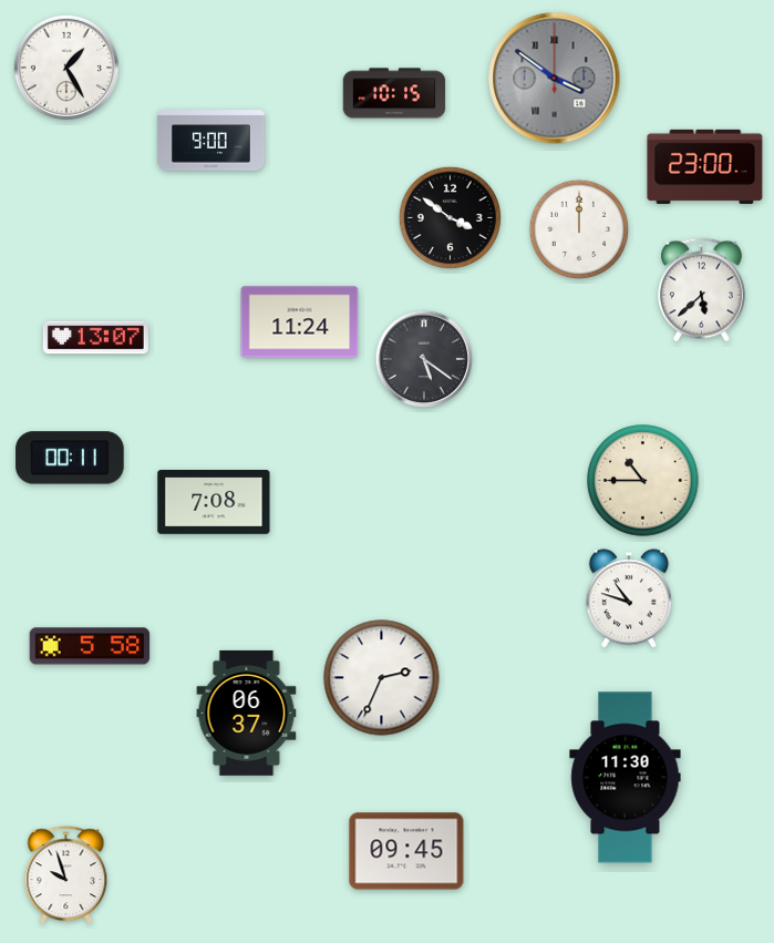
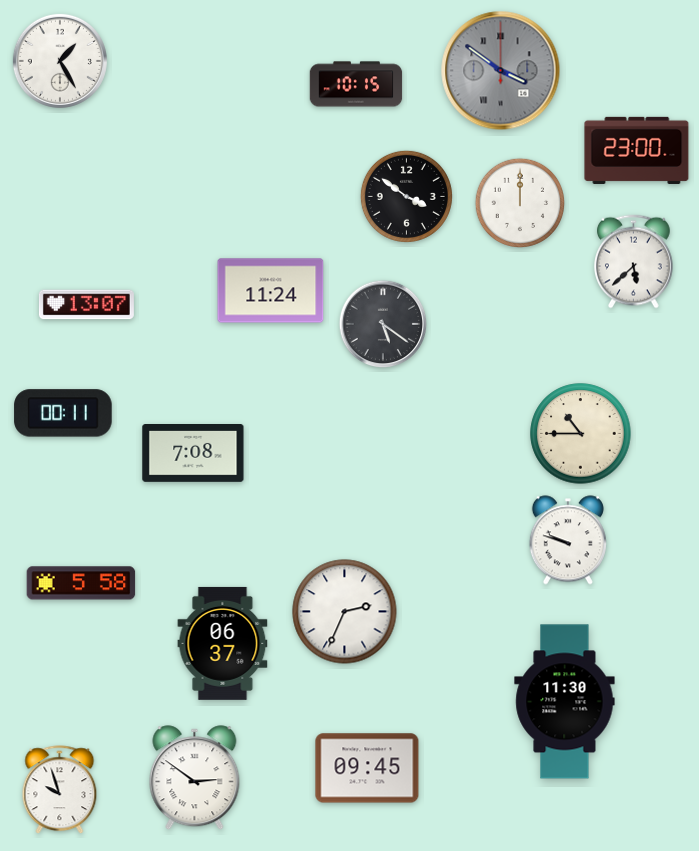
clock at (211, 141): 9:00 -> none
clock at (578, 228) position: (578, 228) -> (519, 202)
clock at (629, 598): 10:48 -> 9:48
clock at (195, 778): none -> 2:51
